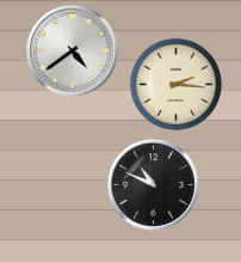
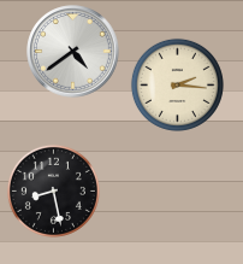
clock at (154, 185): 10:49 -> none
clock at (53, 190): none -> 8:28
